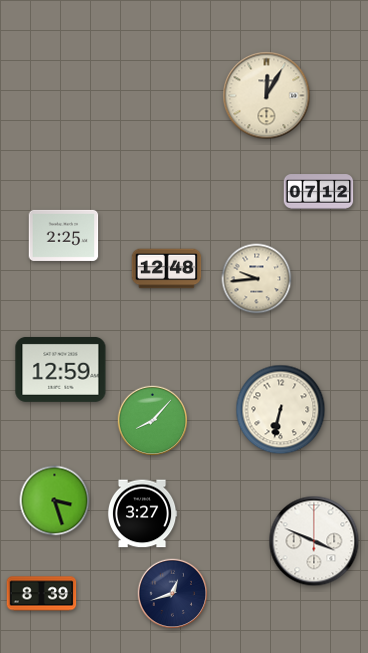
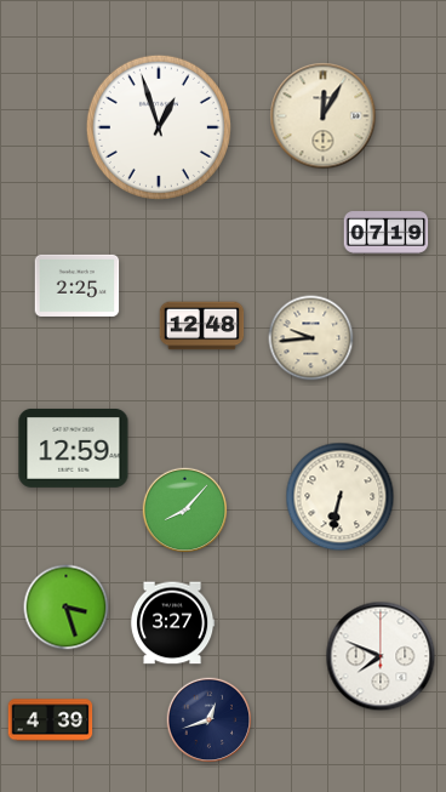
clock at (159, 127): none -> 12:57
clock at (319, 192): 07:12 -> 07:19
clock at (314, 541): 3:49 -> 7:49
clock at (42, 594): 8:39 -> 4:39
